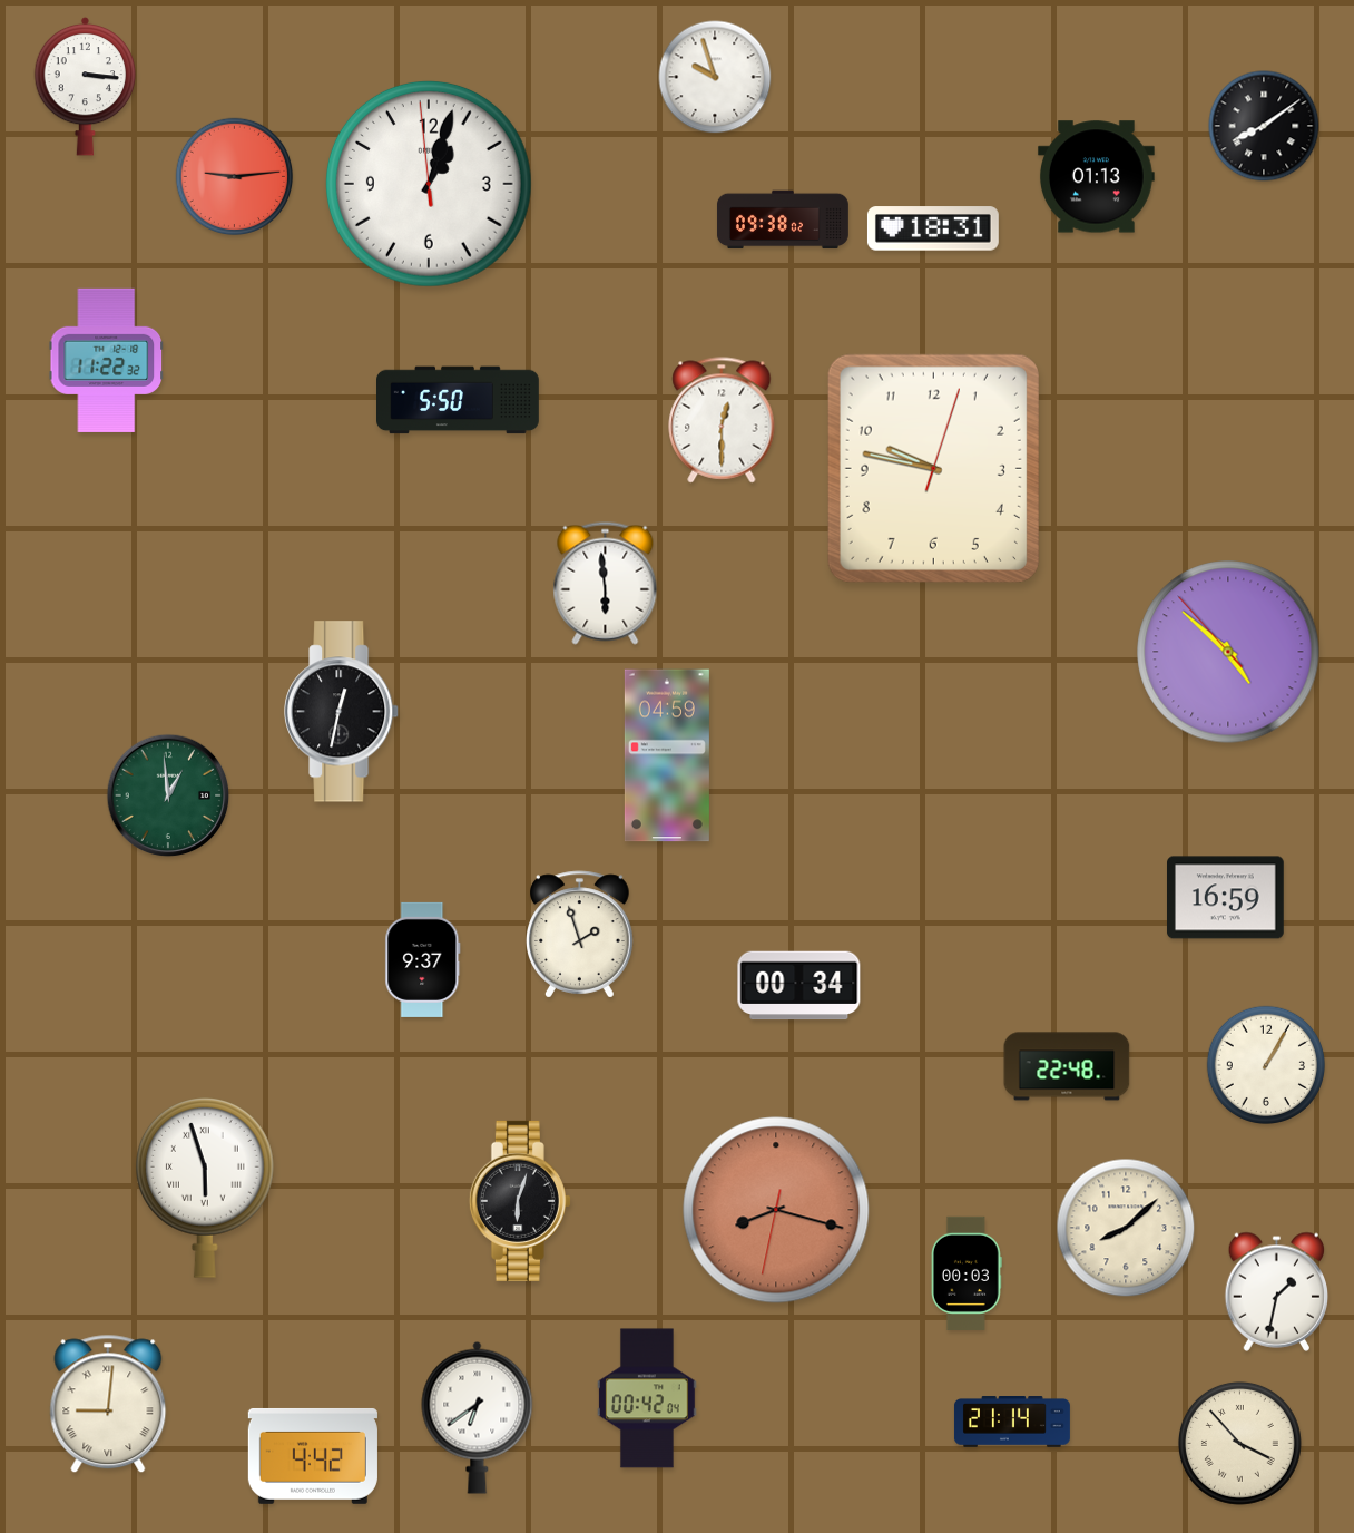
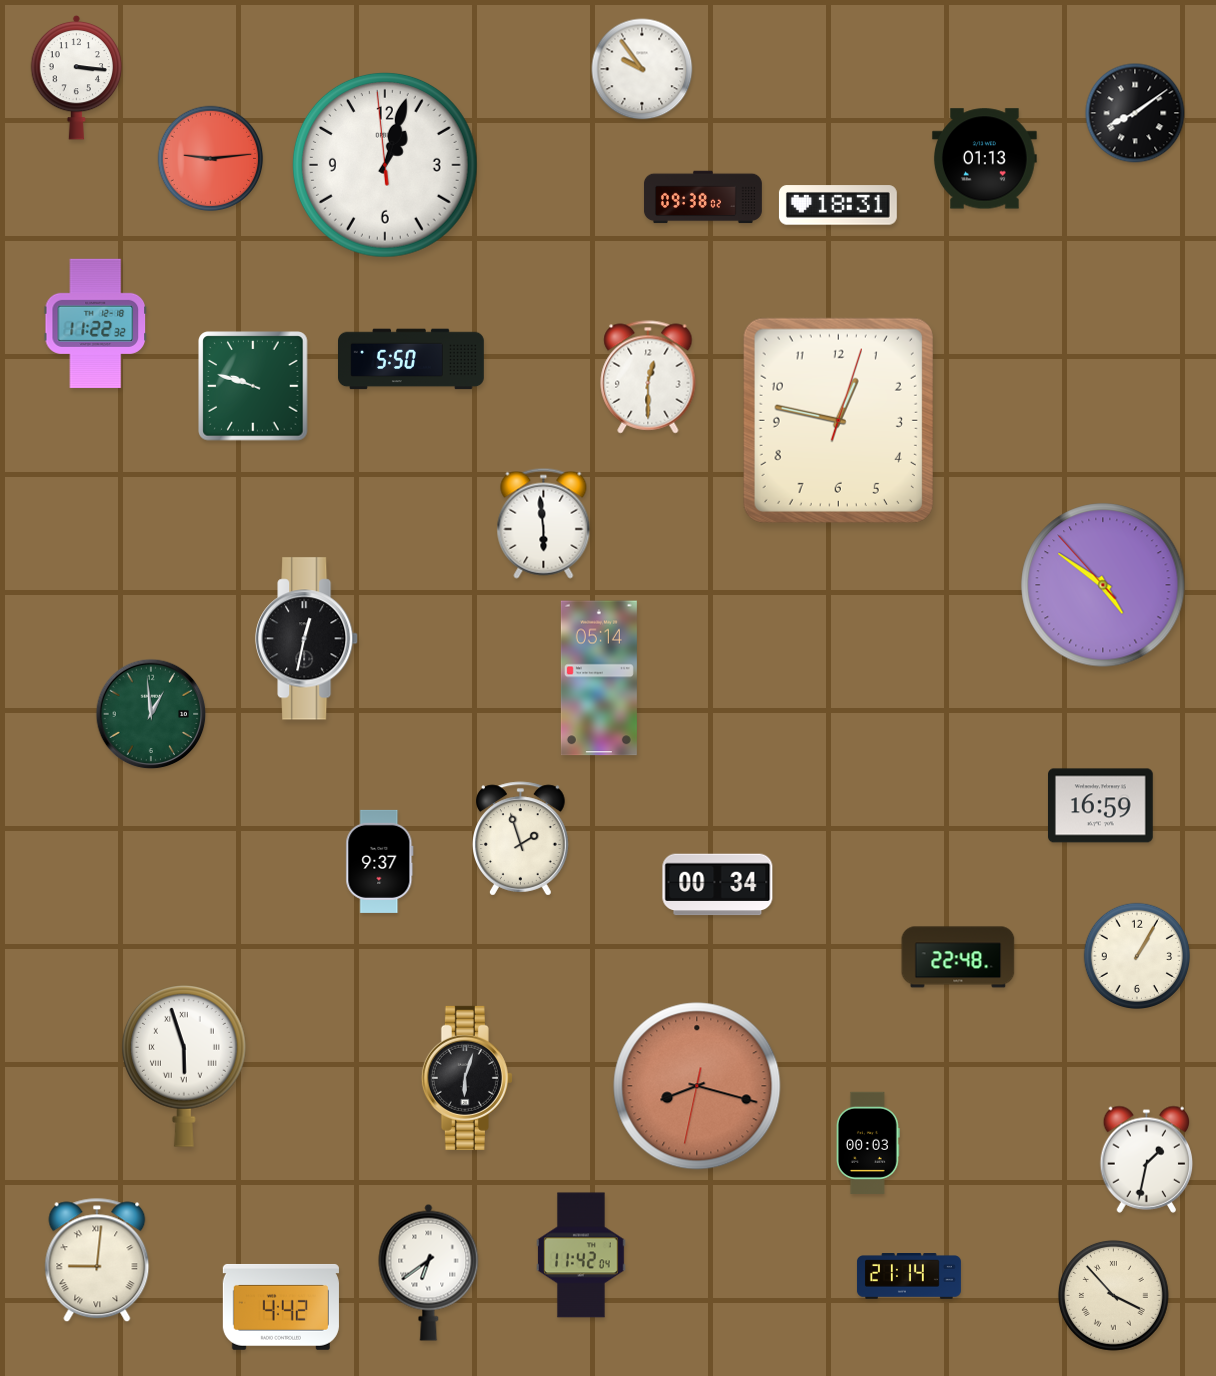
clock at (715, 77): 9:57 -> 9:54
clock at (253, 386): none -> 9:48
clock at (933, 468): 9:47 -> 12:47
clock at (1228, 652): 4:51 -> 4:50
clock at (667, 755): 04:59 -> 05:14
clock at (1126, 1228): 8:08 -> none
clock at (647, 1398): 00:42 -> 11:42
